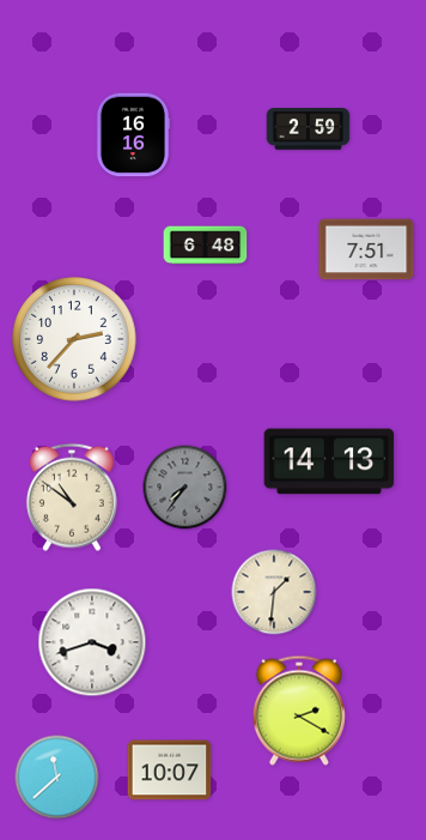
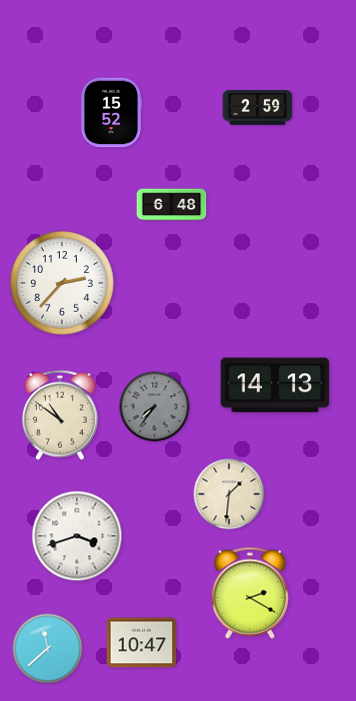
clock at (133, 135): 16:16 -> 15:52
clock at (366, 249): 7:51 -> none
clock at (170, 770): 10:07 -> 10:47
